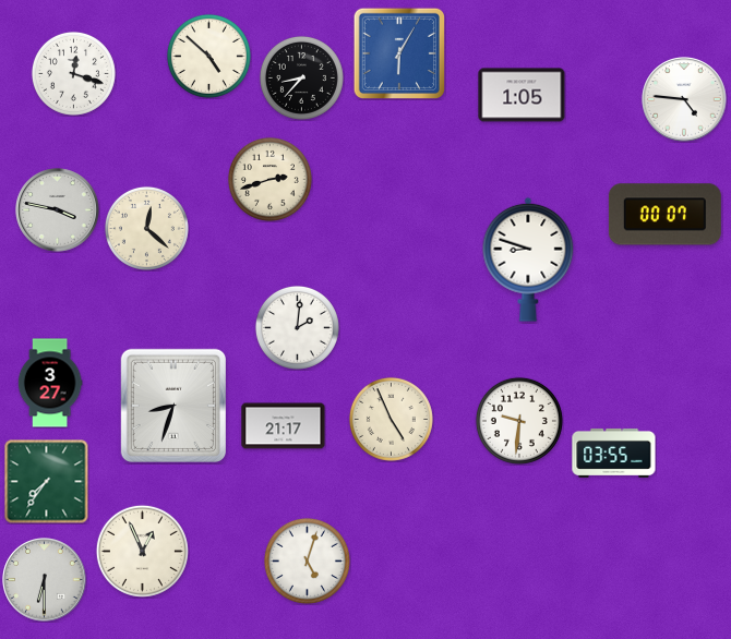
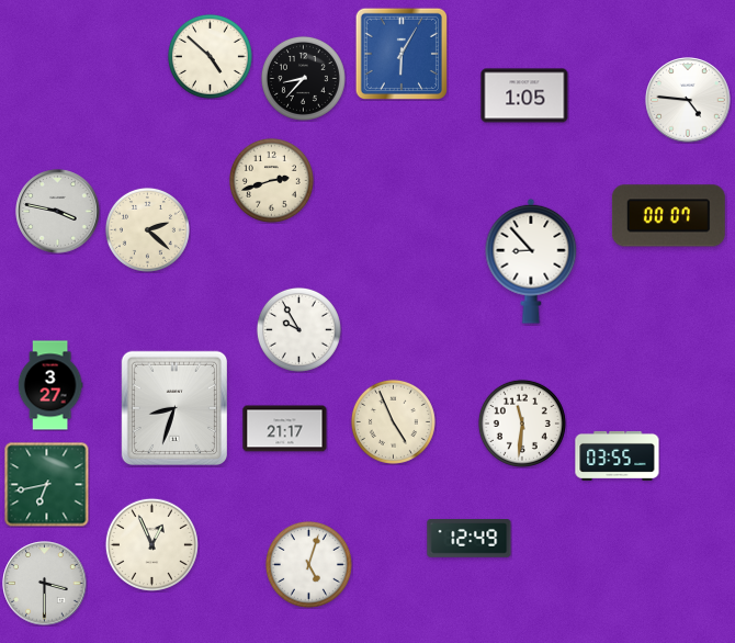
clock at (73, 73): 12:18 -> none
clock at (146, 228): 12:22 -> 2:22
clock at (528, 260): 8:48 -> 8:53
clock at (297, 327): 2:01 -> 9:55
clock at (519, 421): 9:31 -> 11:31
clock at (46, 481): 7:36 -> 6:43
clock at (470, 539): none -> 12:49
clock at (142, 551) position: (142, 551) -> (151, 544)
clock at (45, 580): 6:30 -> 3:30
